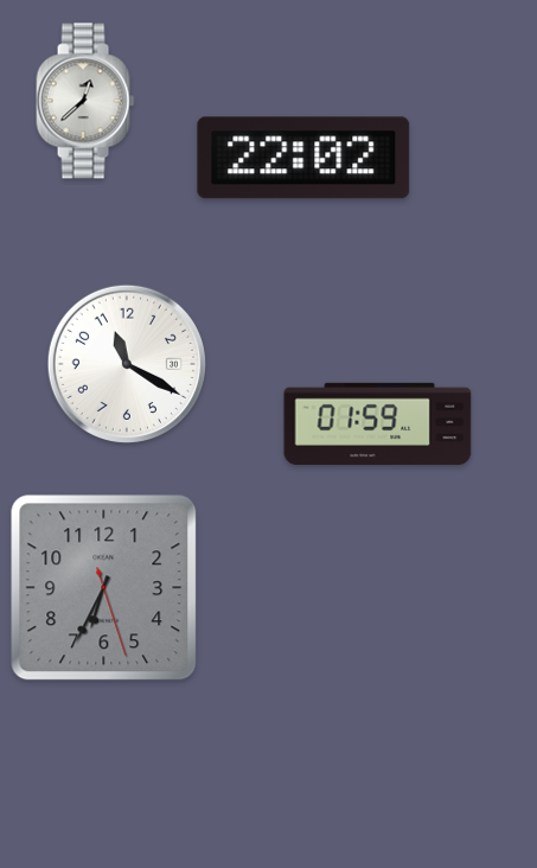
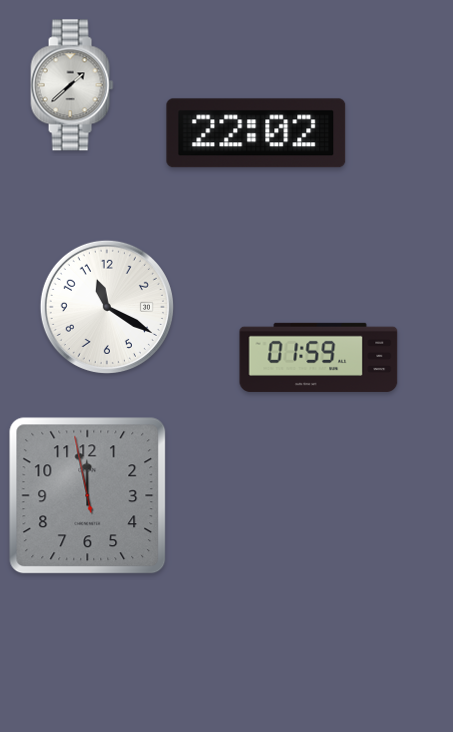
clock at (85, 101): 12:38 -> 1:38
clock at (104, 588): 6:34 -> 11:57
